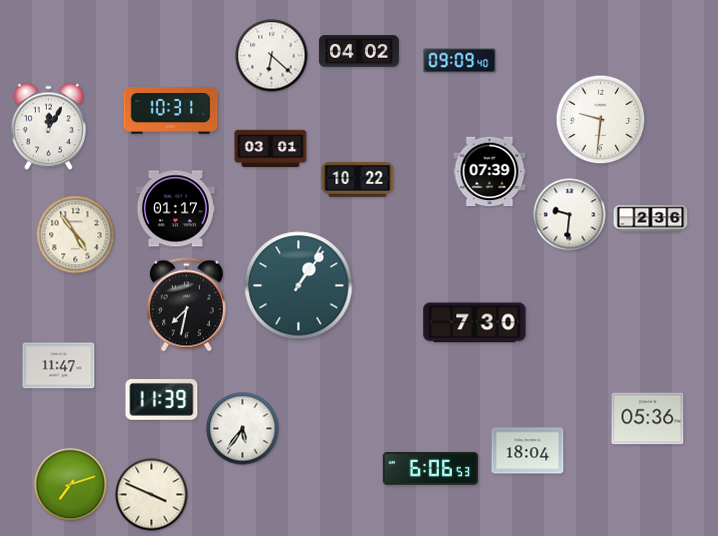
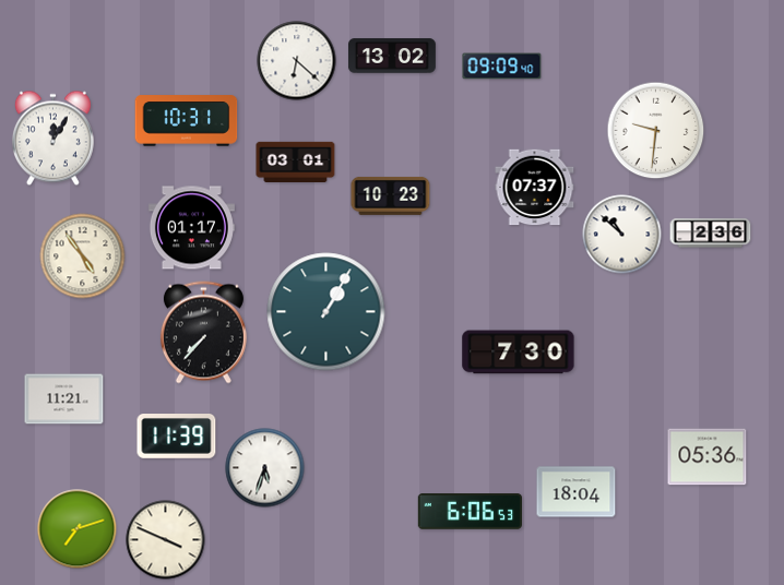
clock at (359, 51): 04:02 -> 13:02
clock at (490, 172): 07:39 -> 07:37
clock at (358, 179): 10:22 -> 10:23
clock at (570, 215): 9:31 -> 10:52
clock at (651, 219) position: (651, 219) -> (711, 234)
clock at (299, 286): 1:06 -> 1:05
clock at (186, 305): 7:32 -> 7:37
clock at (59, 366): 11:47 -> 11:21
clock at (243, 429): 5:36 -> 5:33
